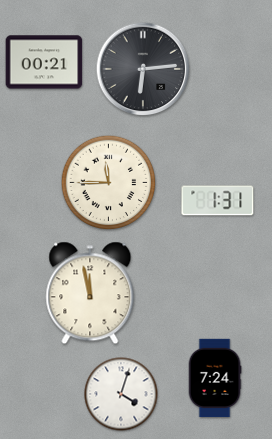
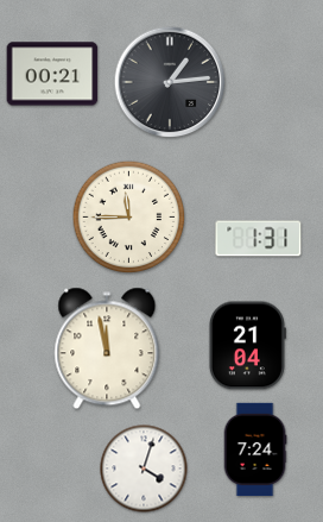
clock at (143, 69): 6:14 -> 1:14
clock at (247, 346): none -> 21:04
